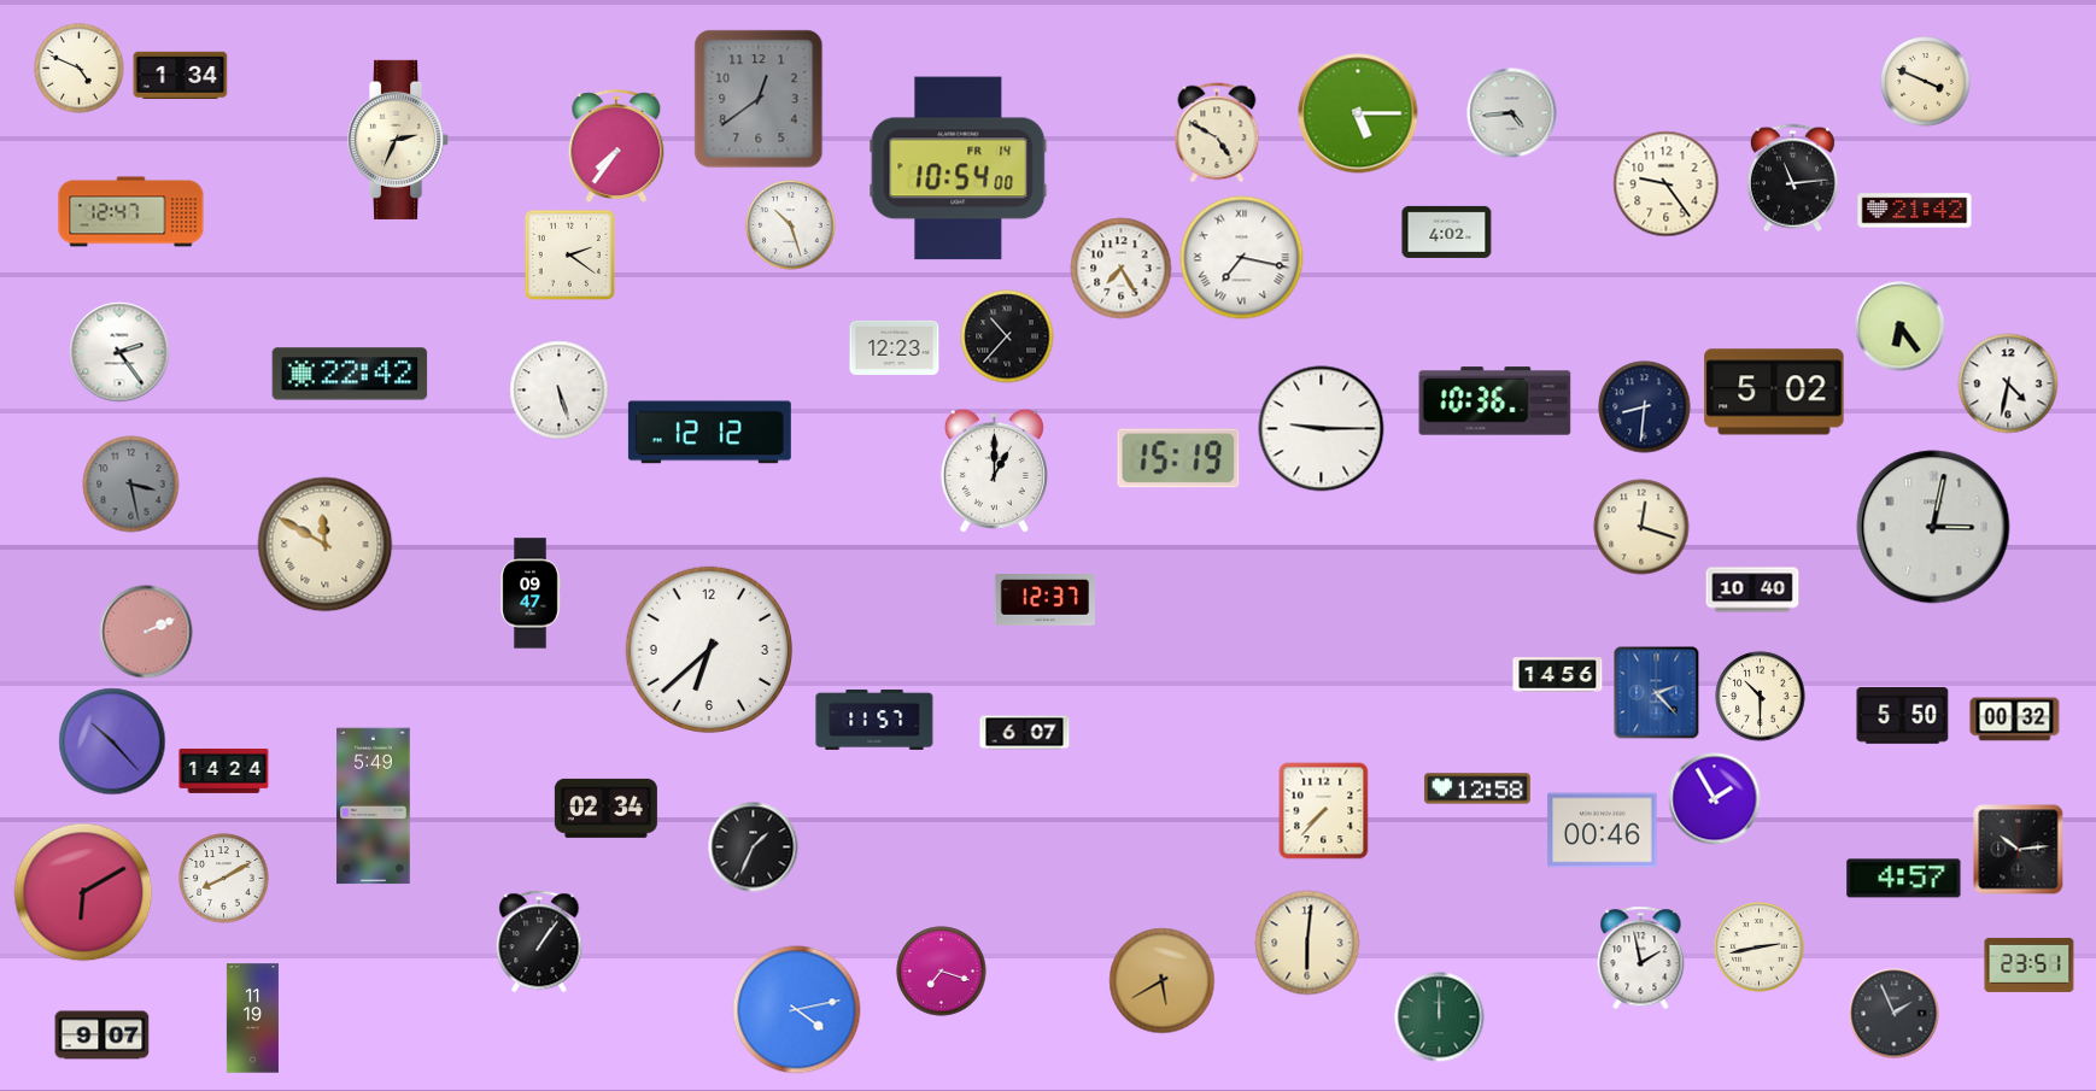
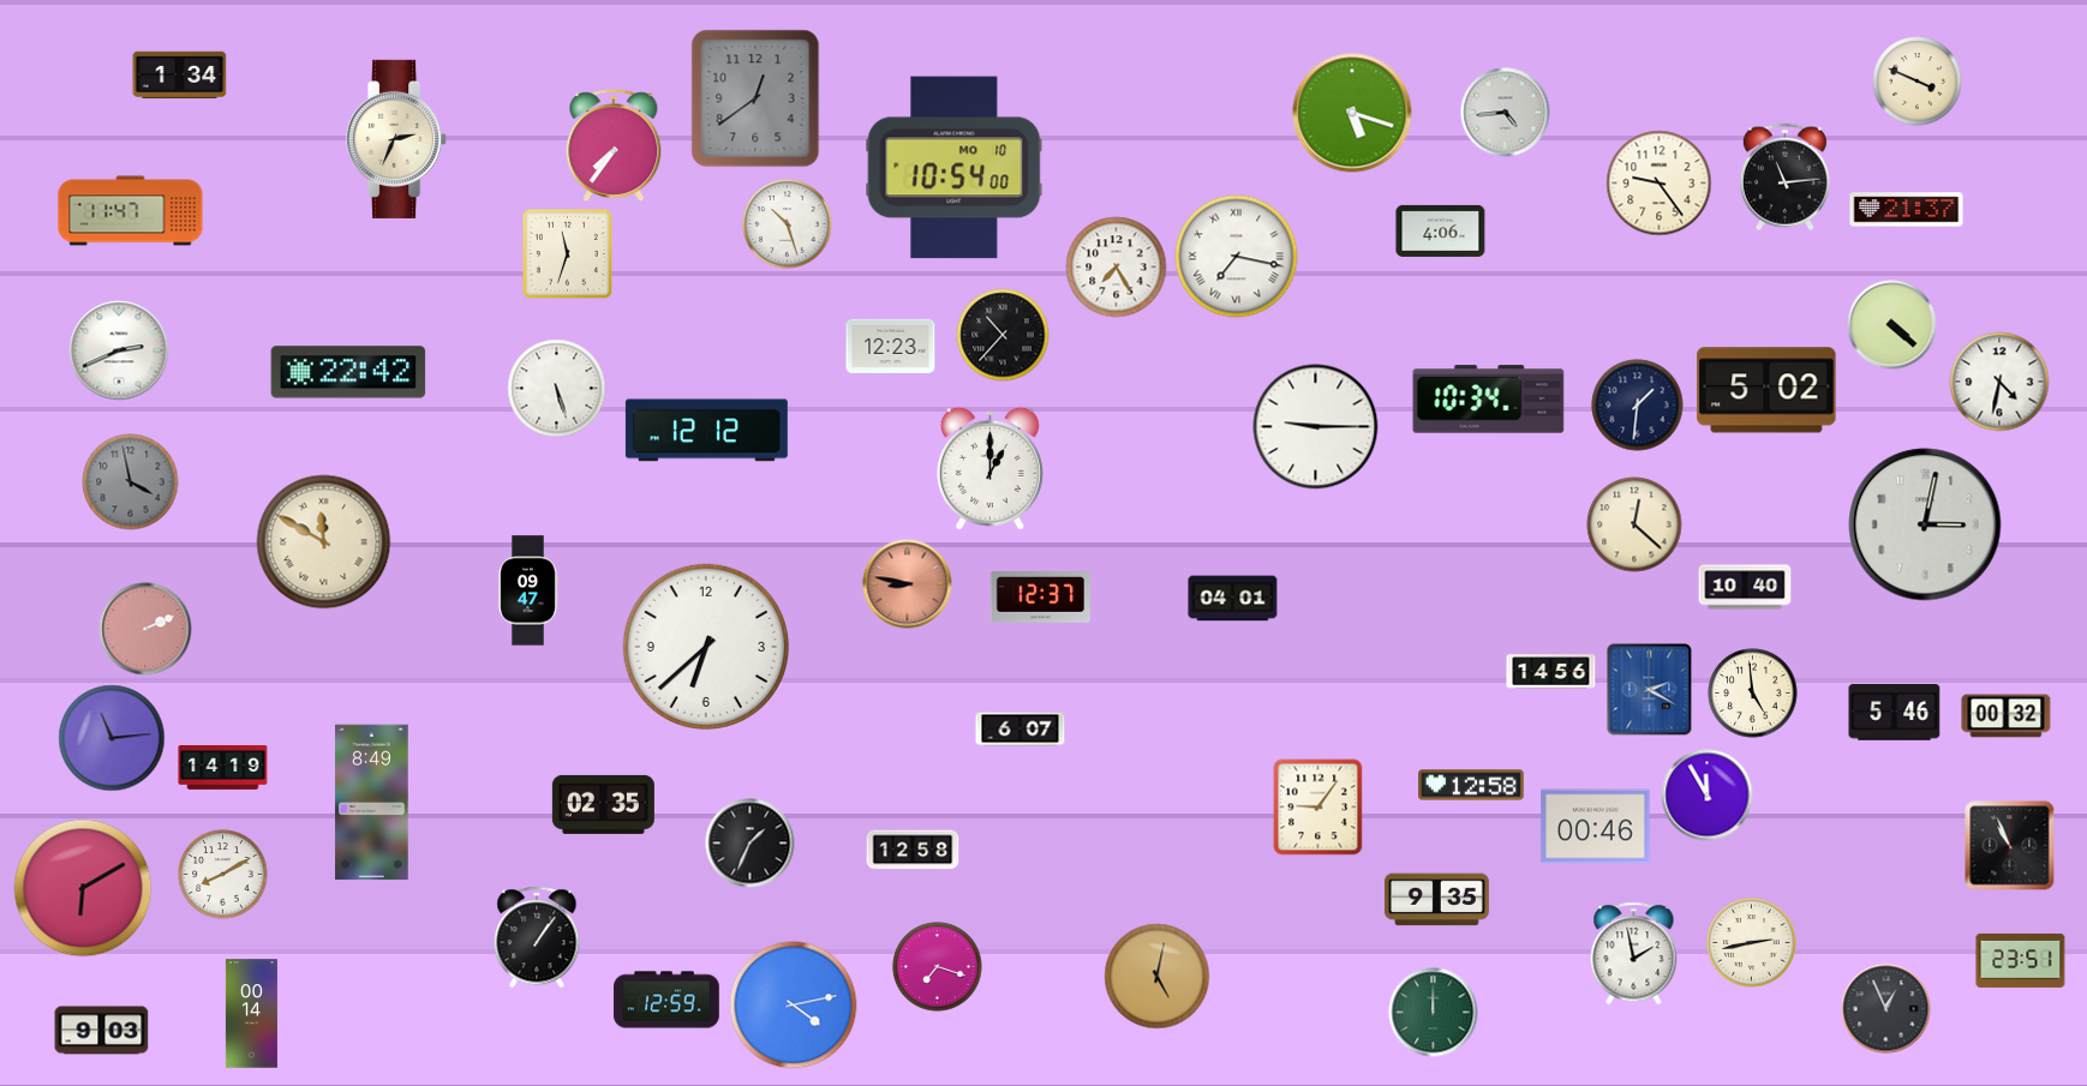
clock at (80, 69): 4:49 -> none
clock at (1358, 113): 5:15 -> 5:18
clock at (1217, 133): 4:50 -> none
clock at (959, 169) date: FR 14 -> MO 10
clock at (1915, 211): 21:42 -> 21:37
clock at (131, 212): 12:47 -> 11:47
clock at (1447, 231): 4:02 -> 4:06
clock at (569, 254): 2:21 -> 11:33
clock at (1901, 327): 6:24 -> 4:22
clock at (119, 352): 2:24 -> 2:41
clock at (1495, 401): 10:36 -> 10:34
clock at (1645, 407): 8:31 -> 1:31
clock at (1178, 458): 15:19 -> none
clock at (131, 485): 3:28 -> 3:58
clock at (1641, 527): 12:18 -> 12:22
clock at (908, 584): none -> 8:47
clock at (1233, 599): none -> 04:01
clock at (1657, 693): 2:23 -> 2:20
clock at (1761, 697): 10:30 -> 4:59
clock at (1903, 716): 5:50 -> 5:46
clock at (874, 720): 11:57 -> none
clock at (112, 741): 10:23 -> 11:14
clock at (224, 772): 14:24 -> 14:19
clock at (1715, 799): 1:55 -> 11:55
clock at (374, 806): 5:49 -> 8:49
clock at (605, 808): 02:34 -> 02:35
clock at (1324, 811): 7:37 -> 9:06
clock at (2019, 850): 10:14 -> 10:56
clock at (913, 850): none -> 12:58
clock at (1904, 879): 4:57 -> none
clock at (1436, 900): none -> 9:35
clock at (1307, 943): 6:01 -> none
clock at (1163, 981): 5:40 -> 5:02
clock at (666, 1000): none -> 12:59
clock at (1895, 1014): 1:56 -> 12:56
clock at (252, 1019): 11:19 -> 00:14
clock at (103, 1036): 9:07 -> 9:03
